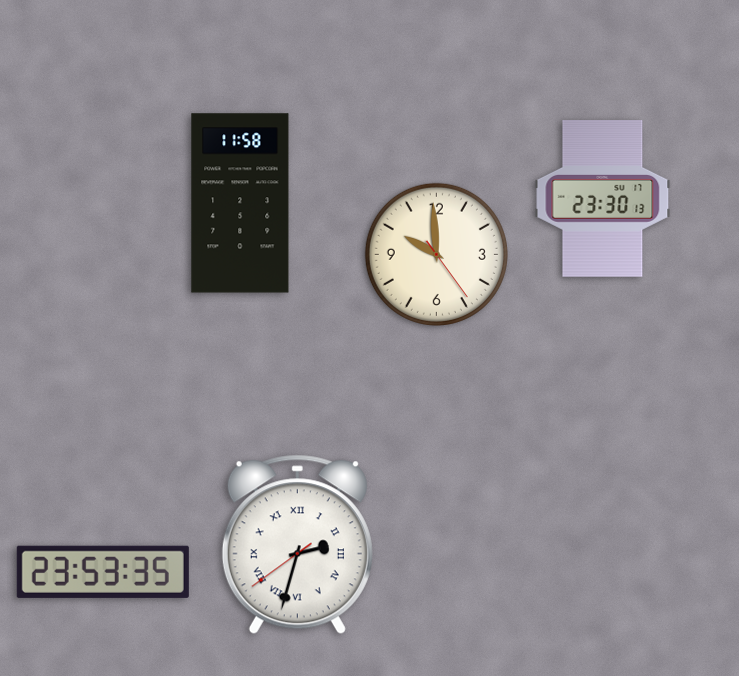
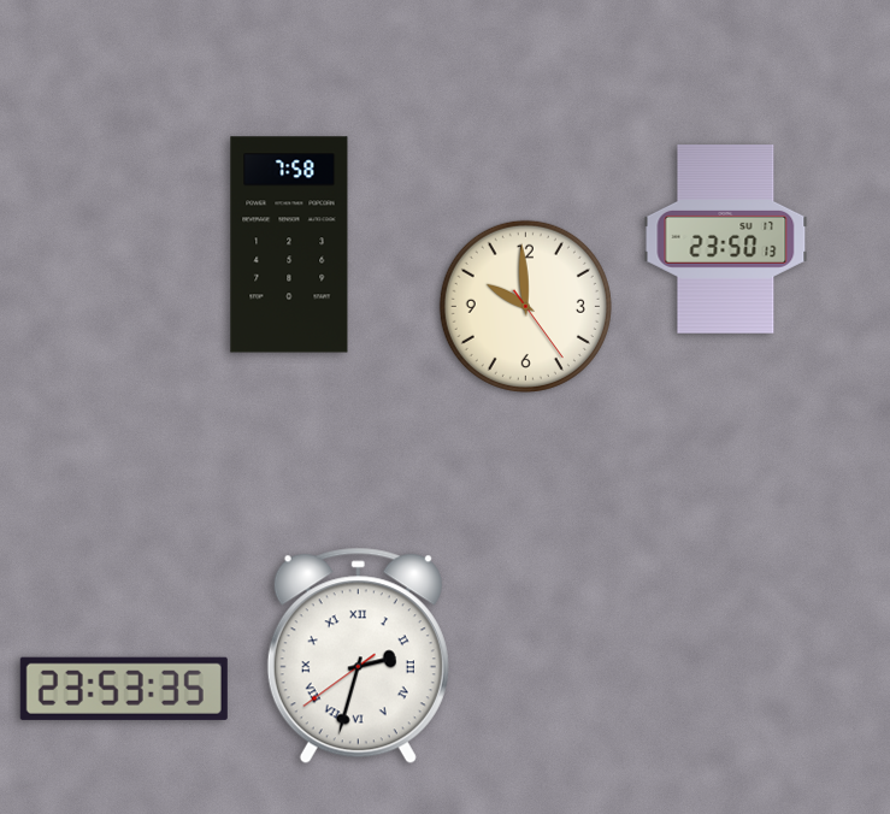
clock at (603, 199): 23:30 -> 23:50
clock at (240, 203): 11:58 -> 7:58
